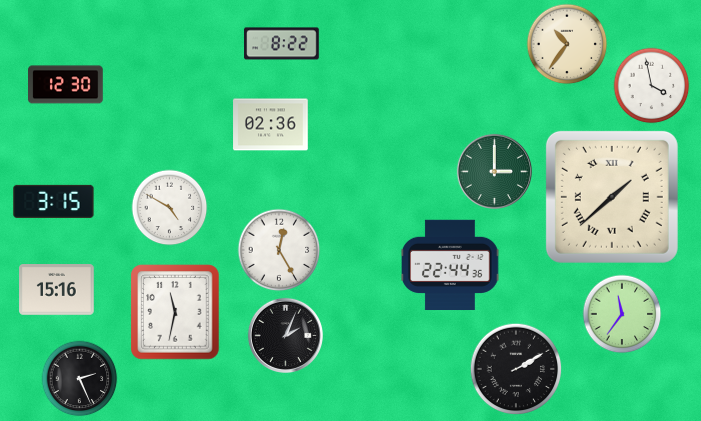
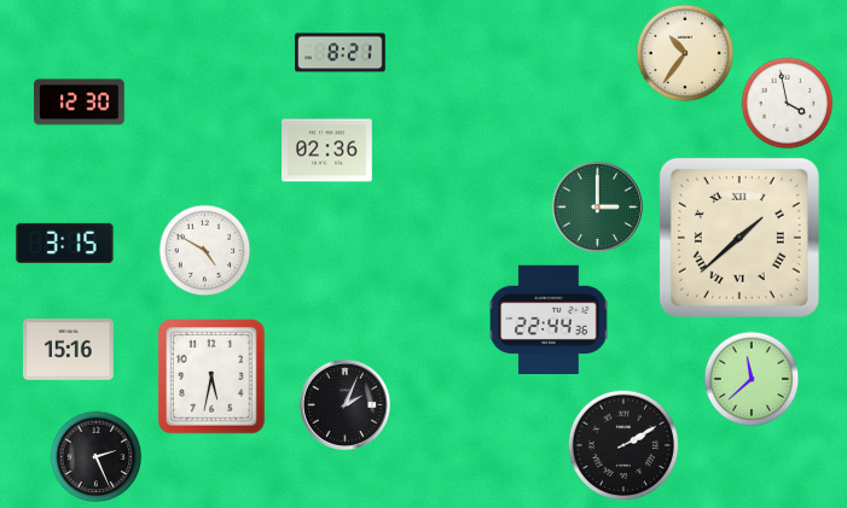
clock at (282, 44): 8:22 -> 8:21
clock at (279, 250): 12:25 -> none
clock at (450, 265) position: (450, 265) -> (549, 320)
clock at (175, 312): 11:32 -> 5:32
clock at (622, 314): 11:36 -> 11:38
